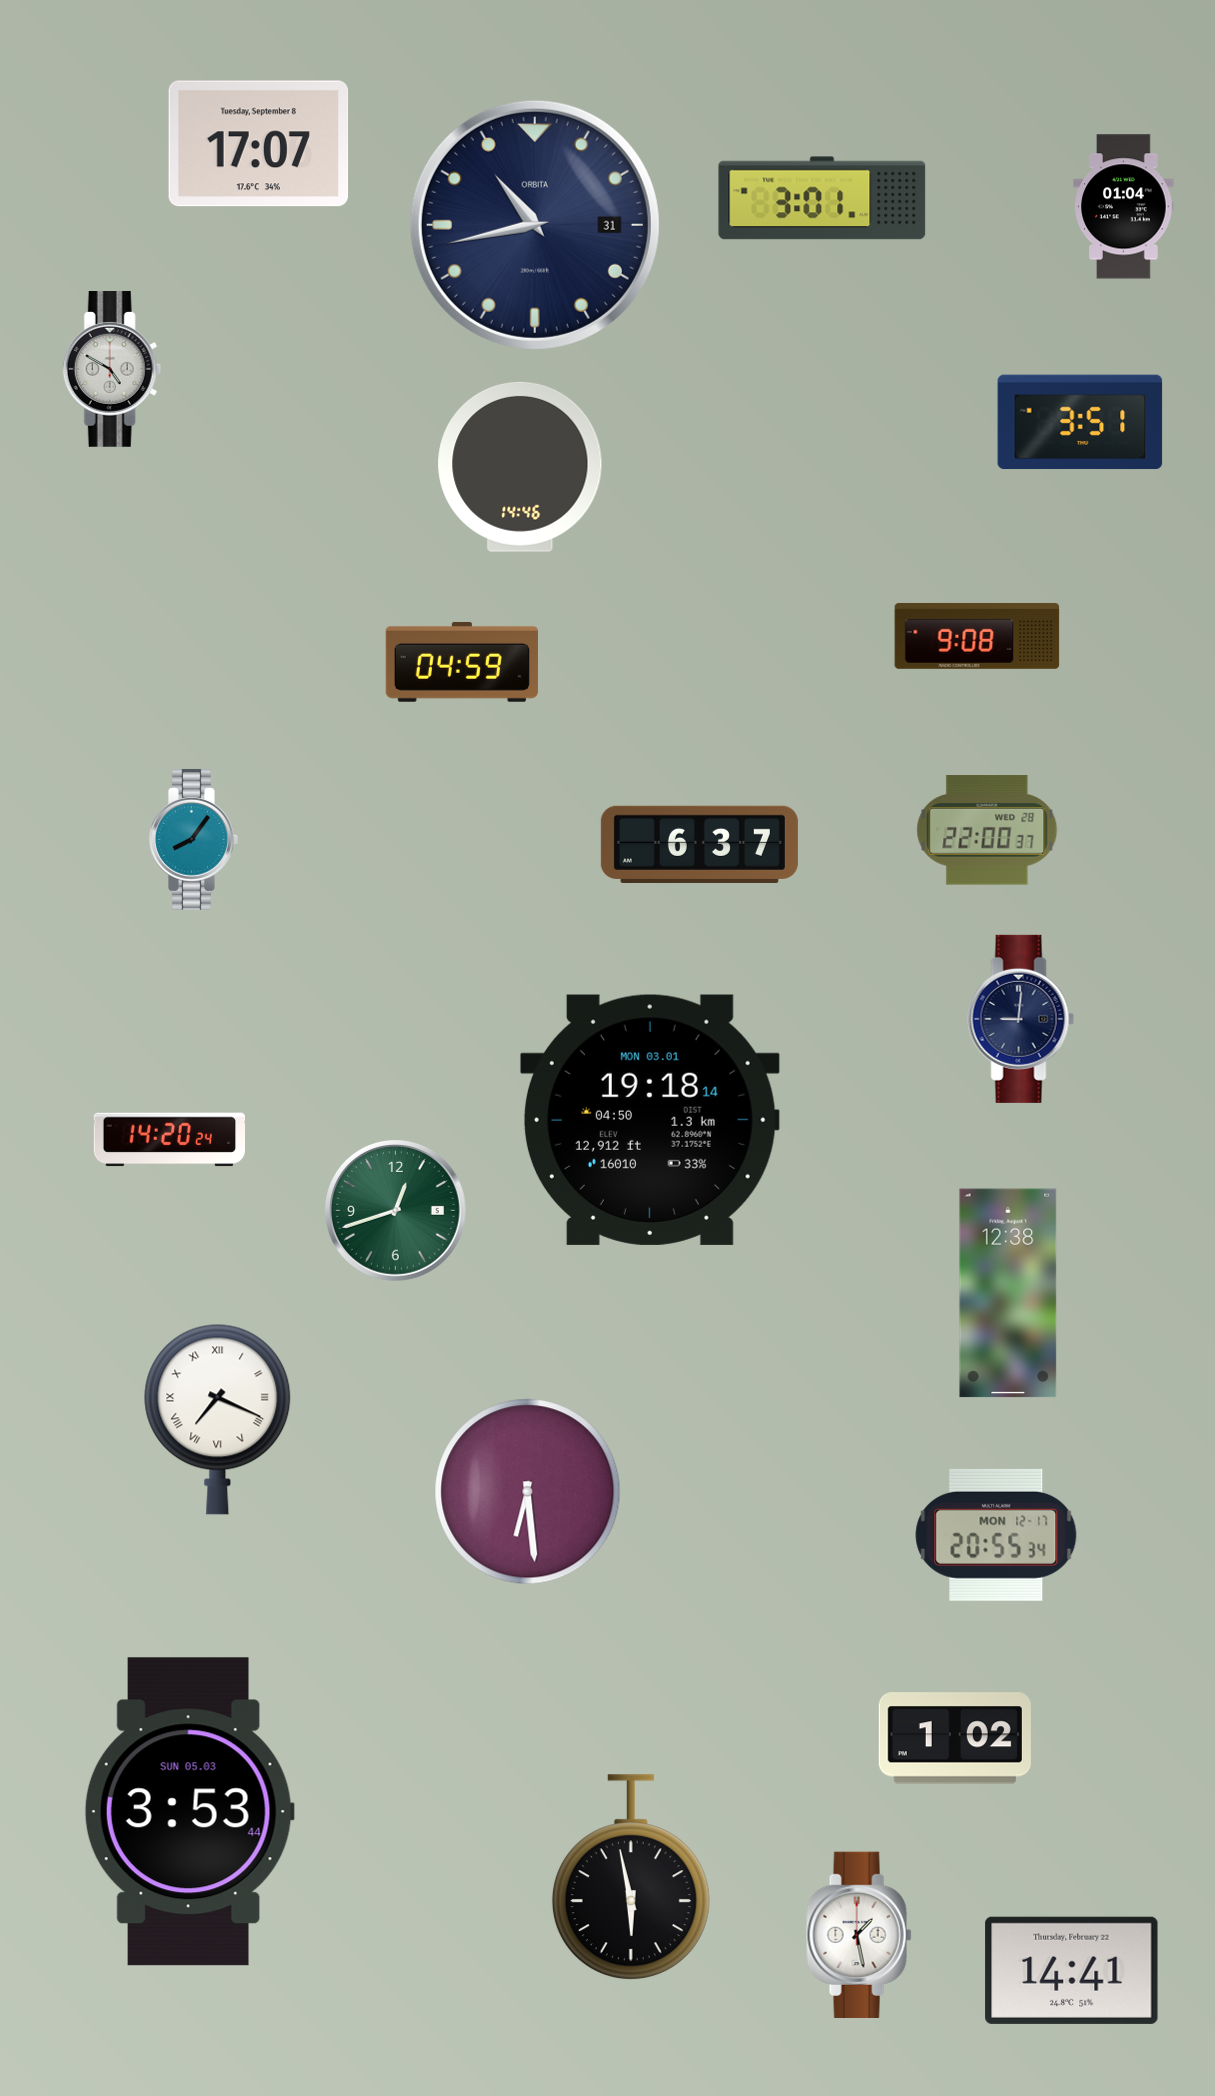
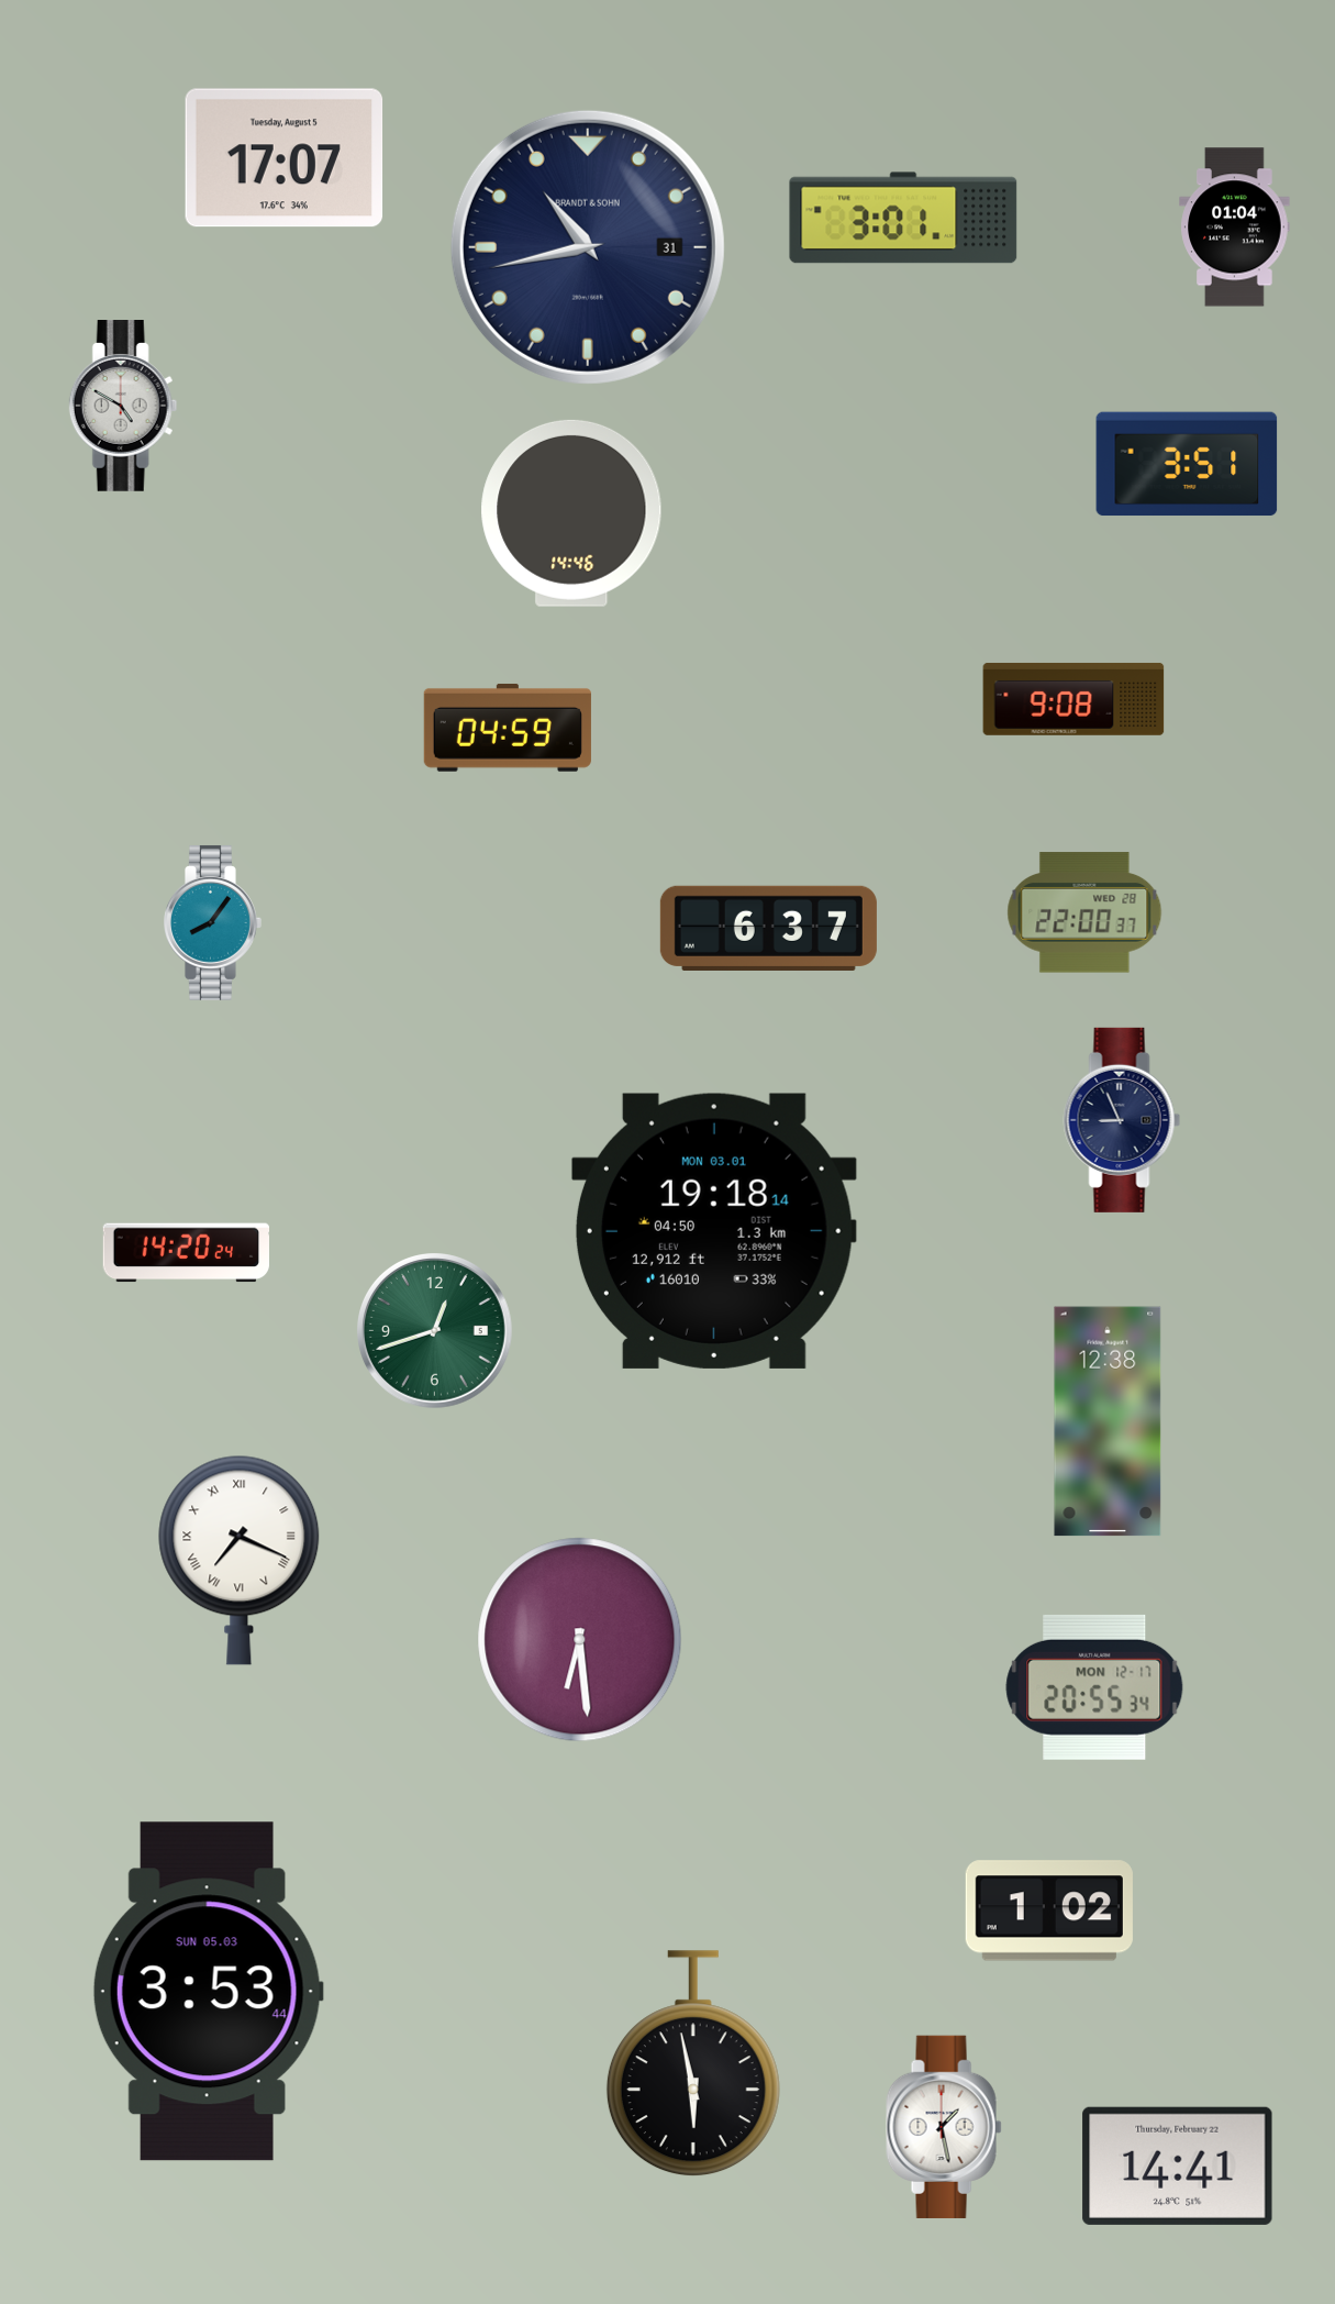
clock at (259, 144) date: Tuesday, September 8 -> Tuesday, August 5
clock at (535, 225) brand: ORBITA -> BRANDT & SOHN
clock at (1021, 1019): 9:01 -> 8:56
